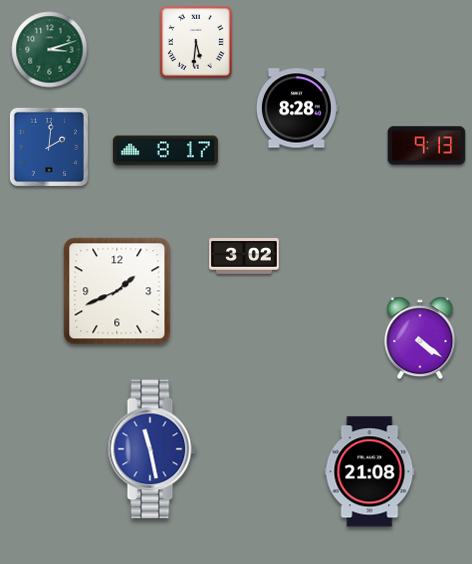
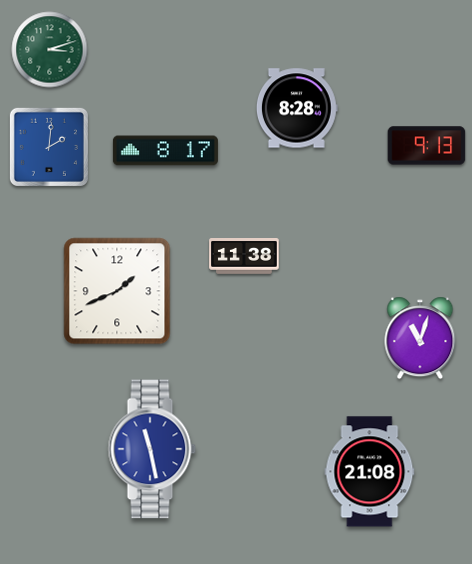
clock at (197, 43): 5:31 -> none
clock at (244, 257): 3:02 -> 11:38
clock at (420, 338): 4:21 -> 11:03
